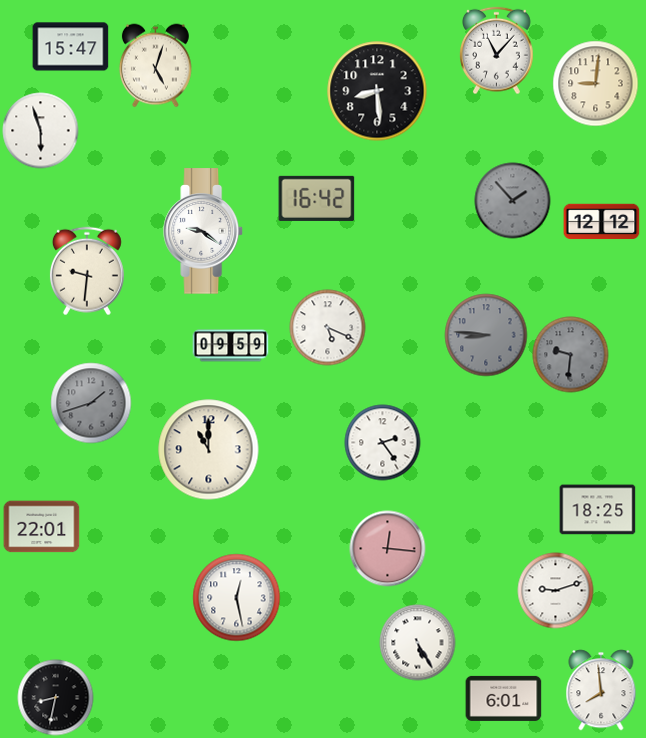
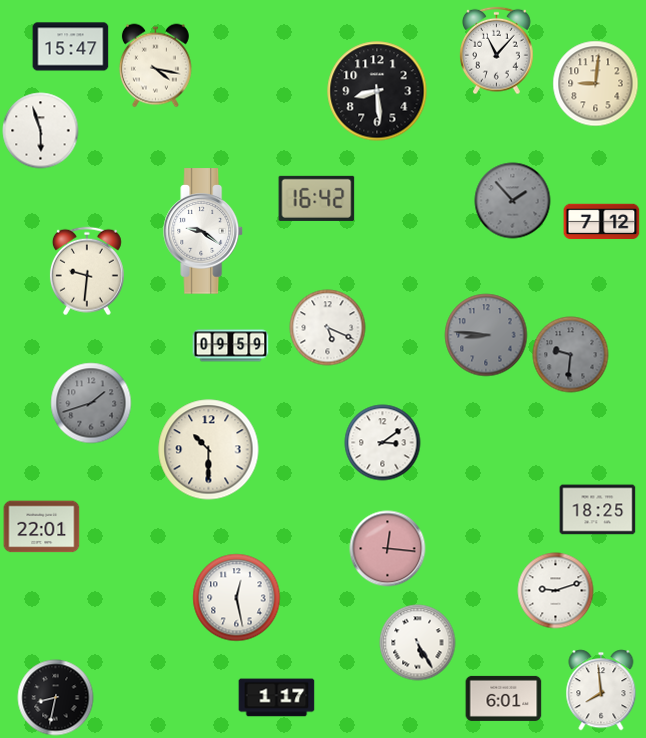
clock at (155, 66): 5:03 -> 4:17
clock at (602, 222): 12:12 -> 7:12
clock at (383, 443): 2:24 -> 3:09
clock at (209, 450): 11:00 -> 10:30
clock at (277, 698): none -> 1:17
